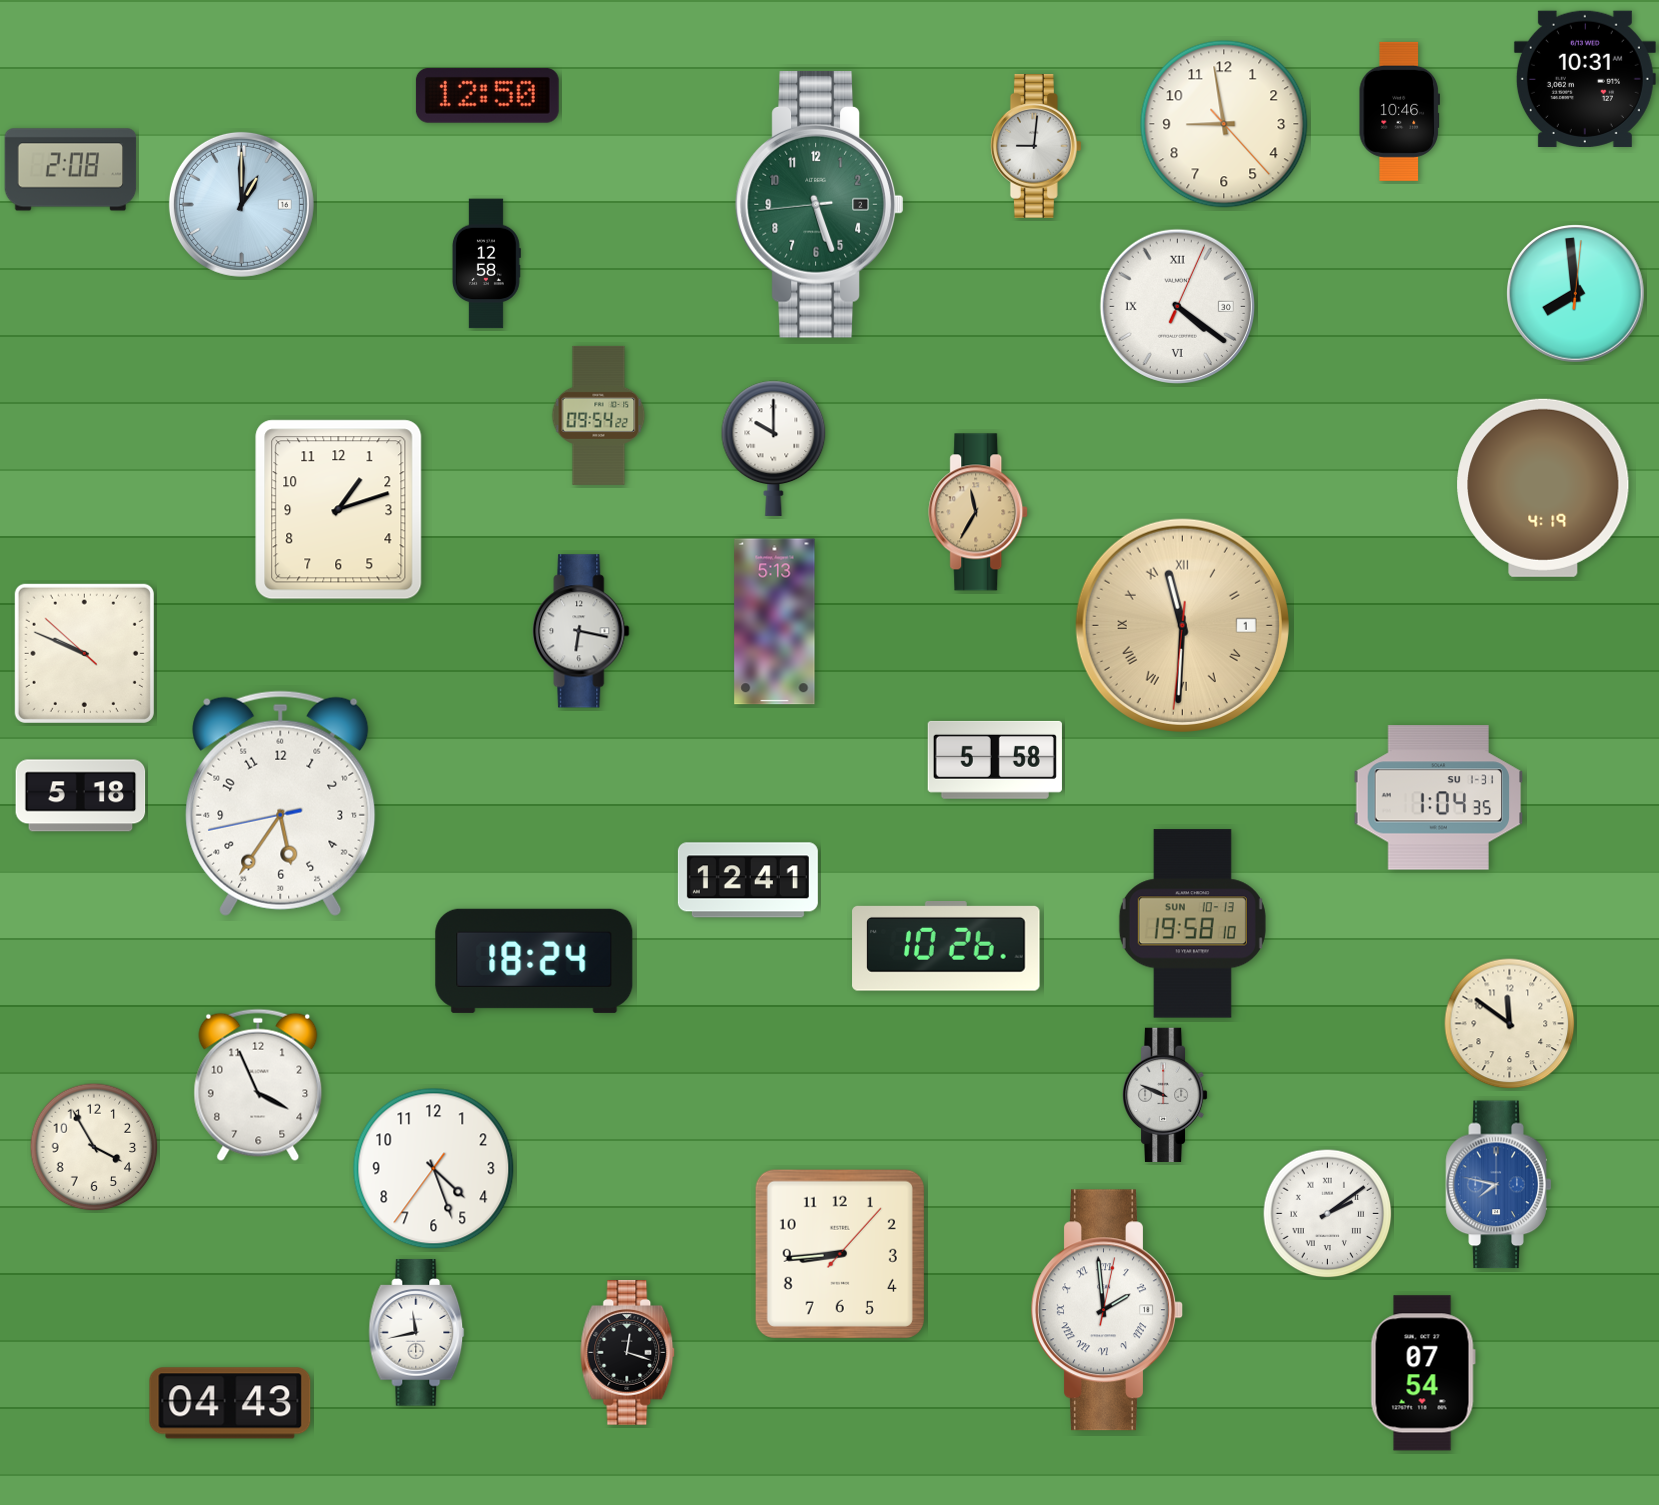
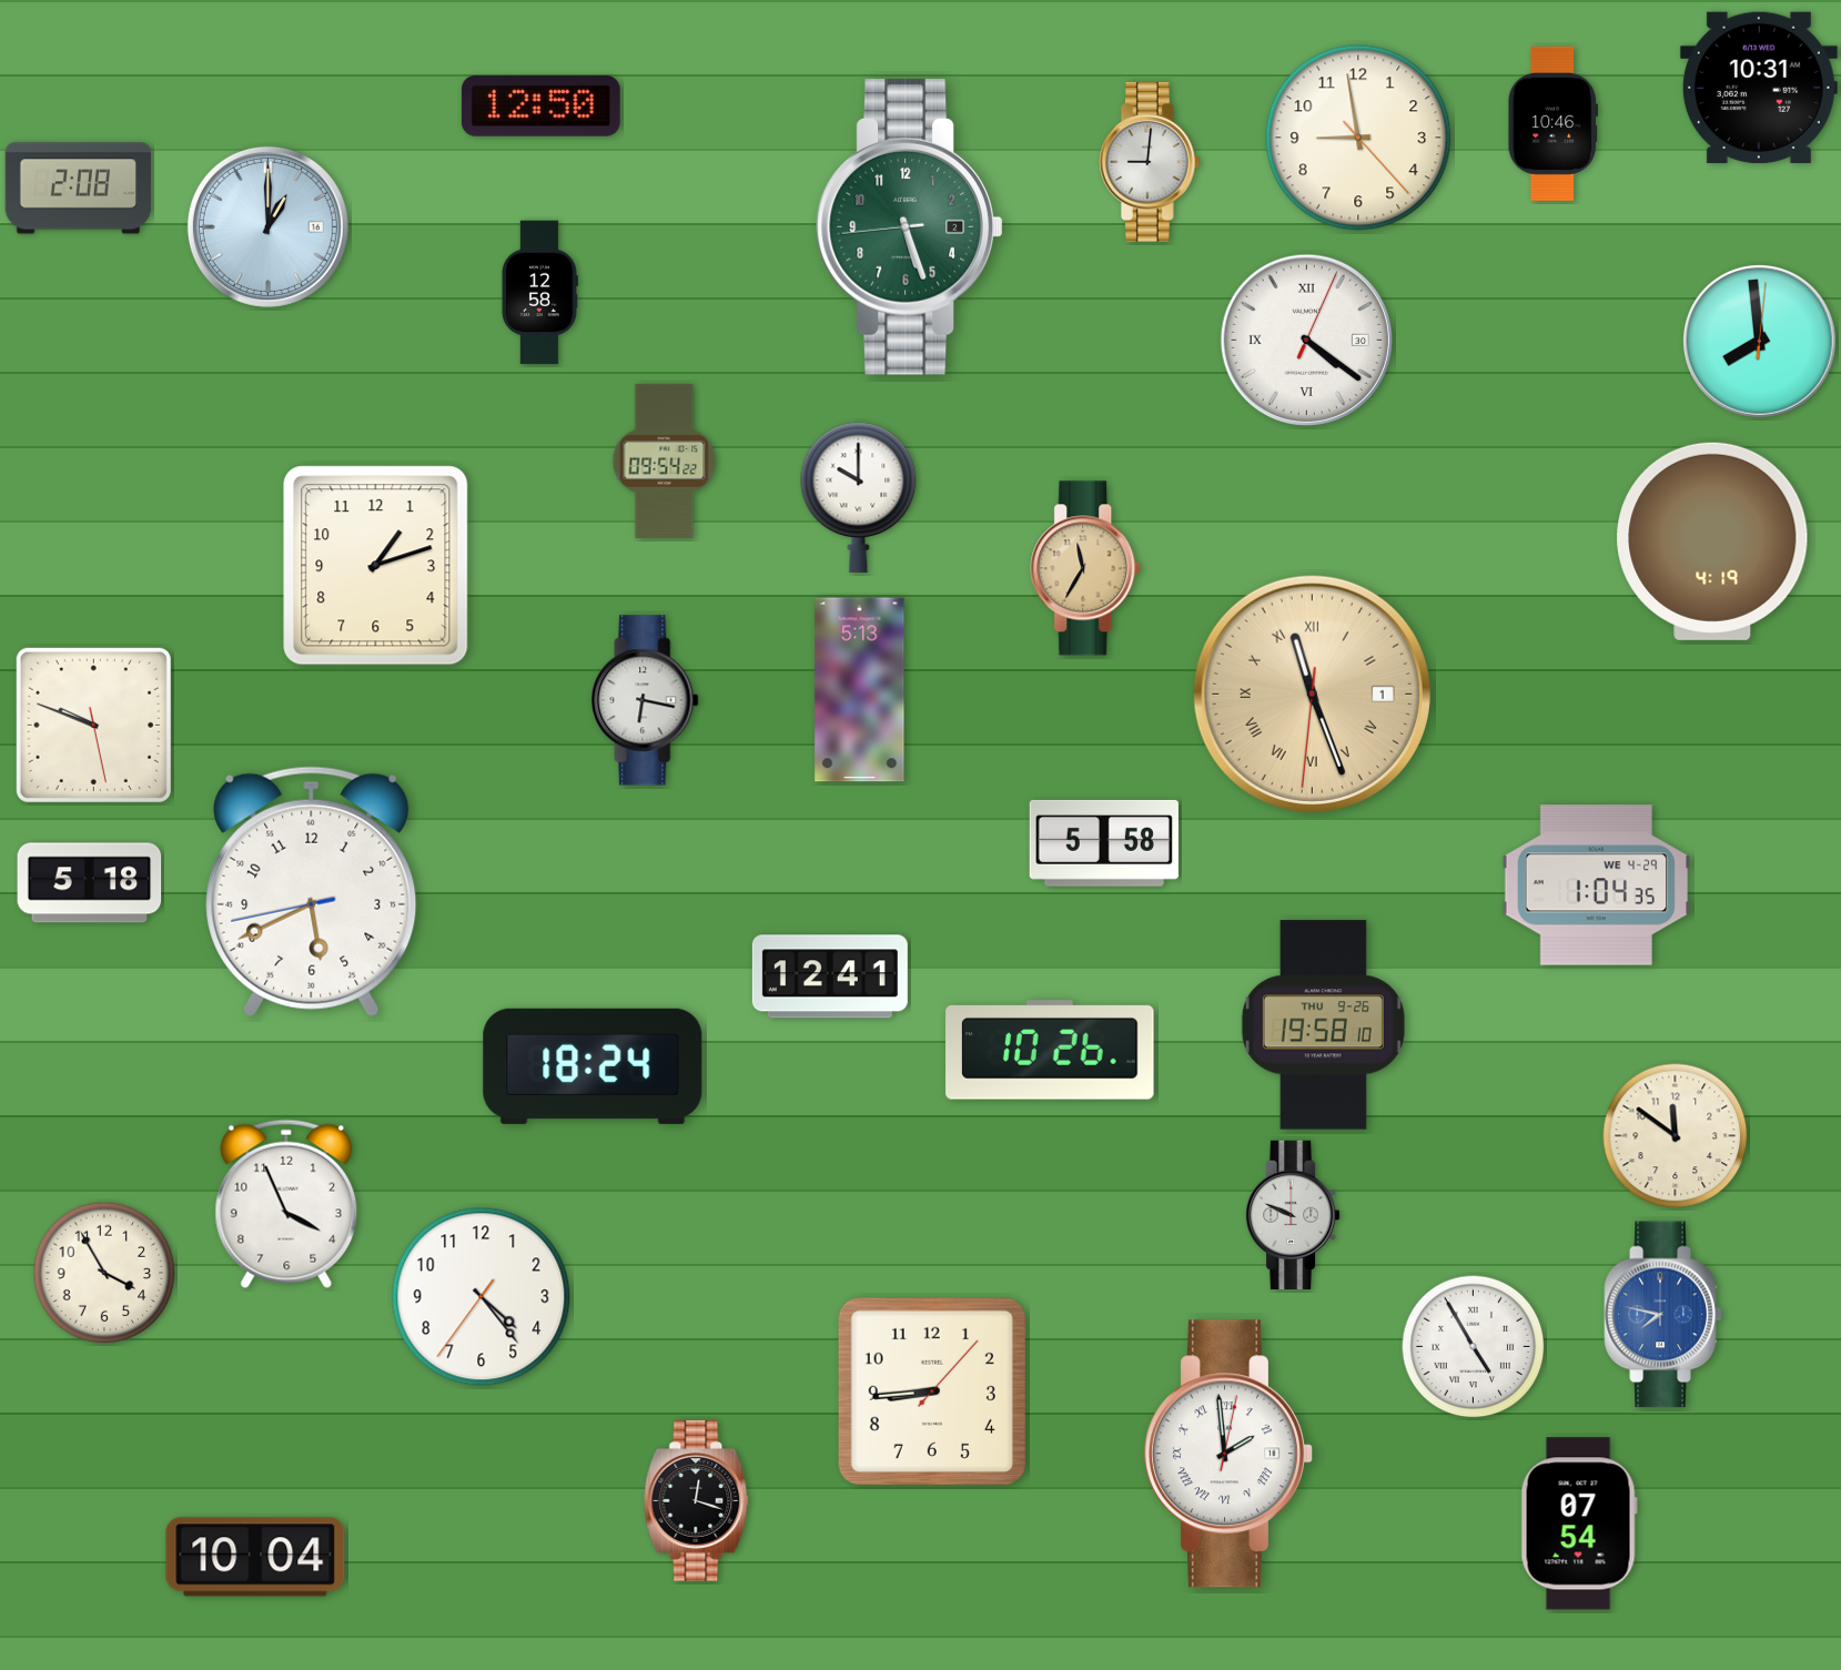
clock at (1576, 294) position: (1576, 294) -> (1760, 342)
clock at (1182, 625): 11:30 -> 11:26
clock at (84, 653): 9:48:52 -> 9:48:28
clock at (1439, 798) date: SU 1-31 -> WE 4-29
clock at (281, 803): 5:35 -> 5:40
clock at (1192, 924) date: SUN 10-13 -> THU 9-26
clock at (434, 1169): 4:26 -> 4:23
clock at (1328, 1214): 2:09 -> 4:55
clock at (417, 1333): 11:43 -> none
clock at (230, 1403): 04:43 -> 10:04
